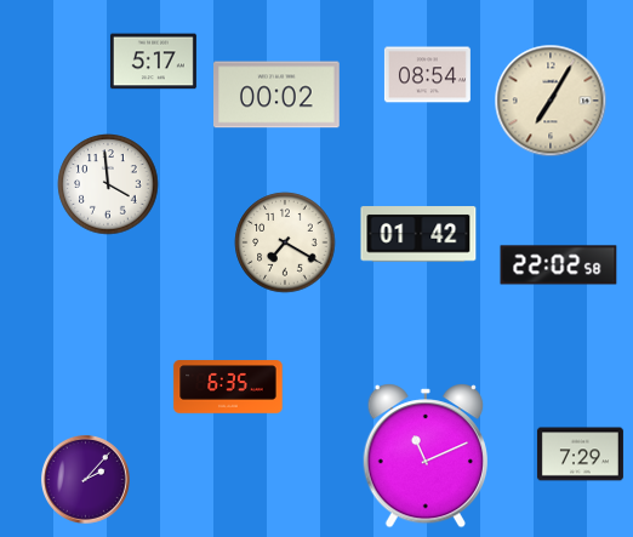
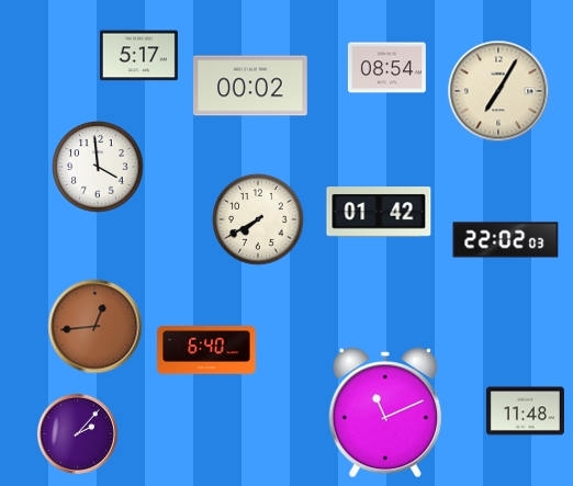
clock at (285, 242): 7:20 -> 7:40
clock at (559, 265): 22:02:58 -> 22:02:03
clock at (95, 327): none -> 12:44
clock at (228, 387): 6:35 -> 6:40
clock at (580, 455): 7:29 -> 11:48
